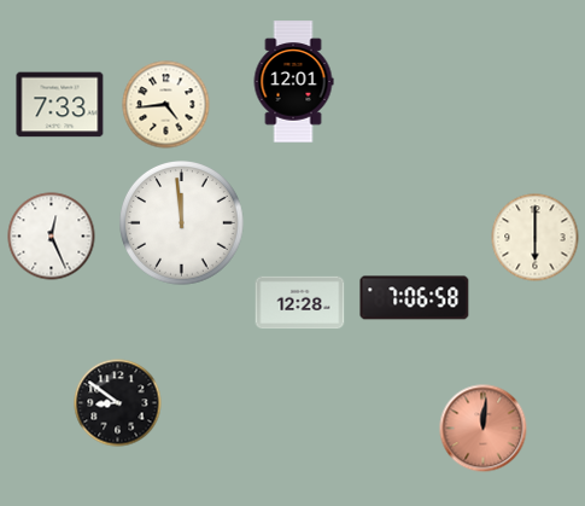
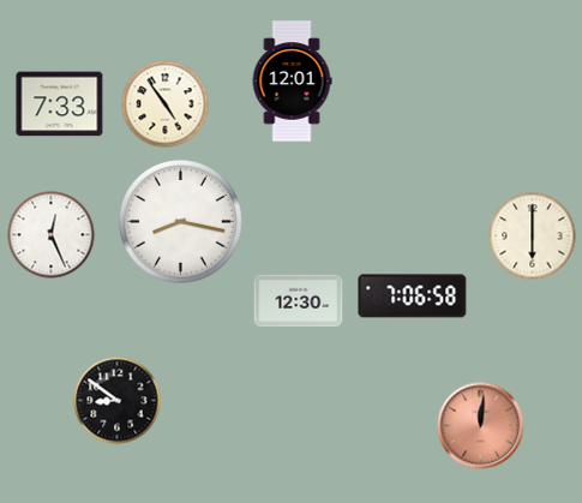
clock at (166, 105): 4:44 -> 4:54
clock at (182, 223): 11:59 -> 8:17
clock at (300, 303): 12:28 -> 12:30
